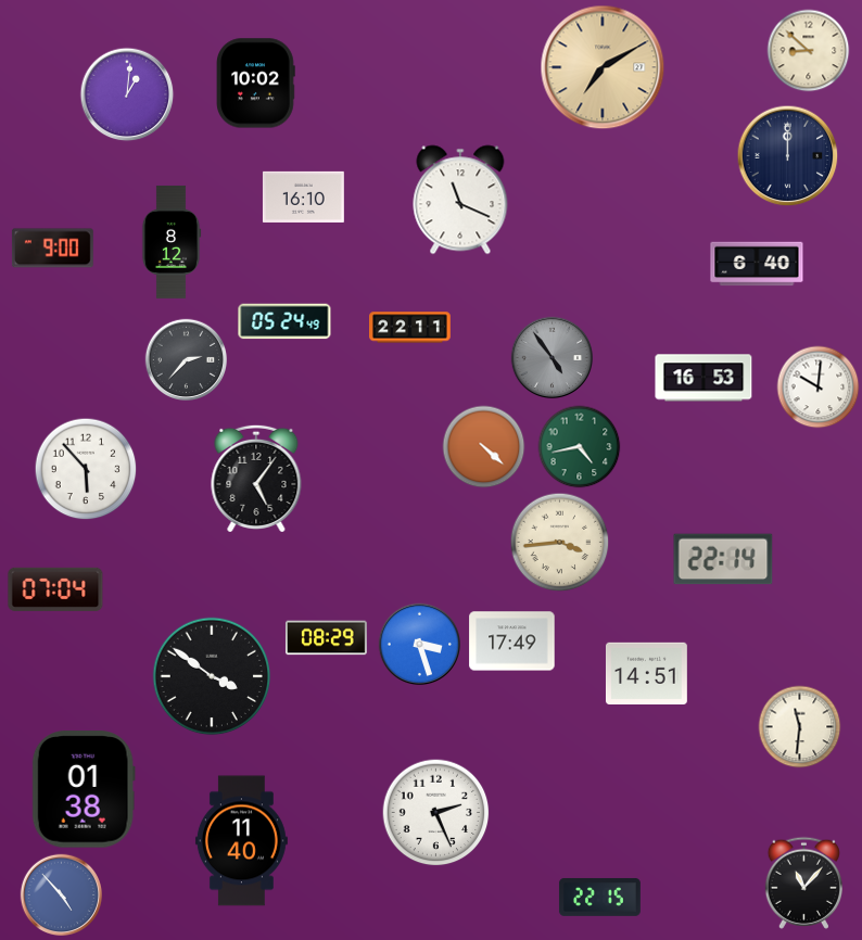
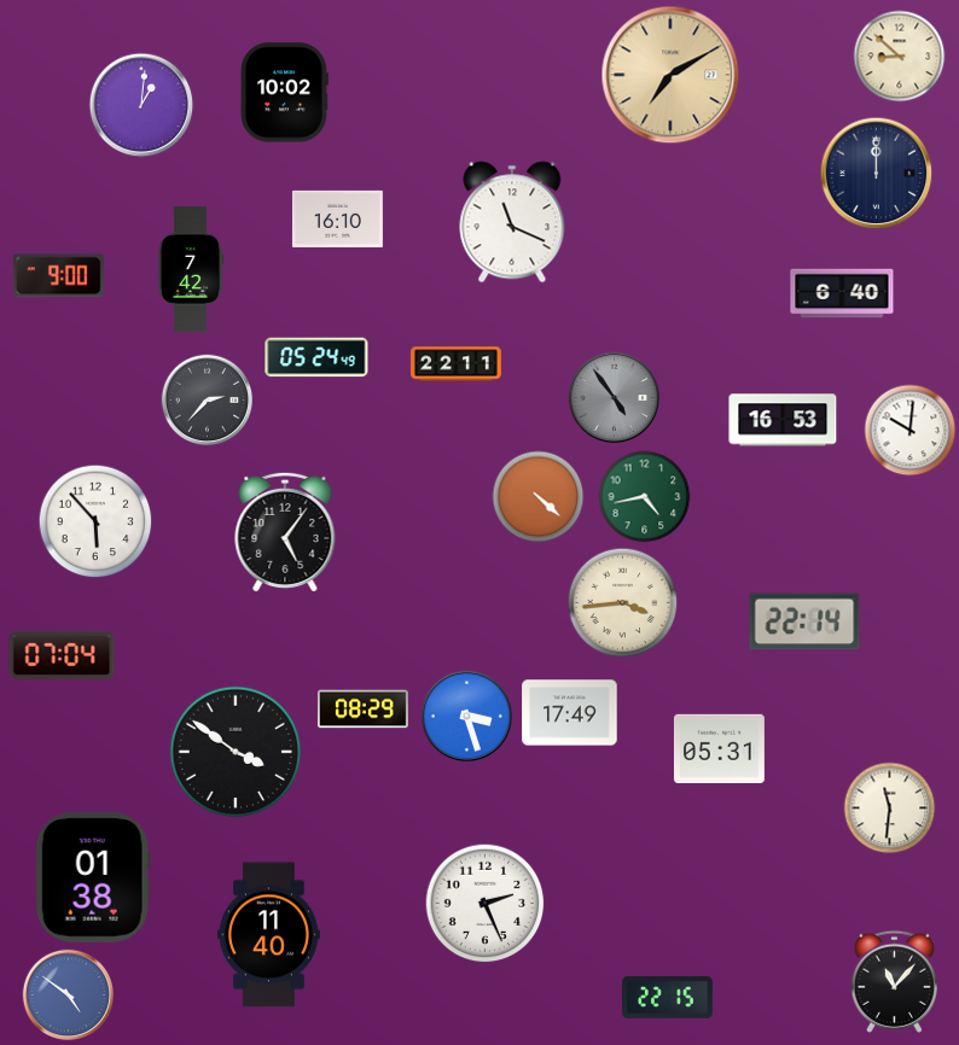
clock at (172, 242): 8:12 -> 7:42
clock at (646, 673): 14:51 -> 05:31
clock at (62, 895): 4:53 -> 4:51
